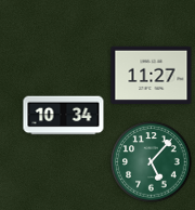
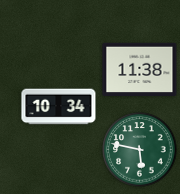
clock at (152, 76): 11:27 -> 11:38
clock at (152, 162): 5:07 -> 5:47
